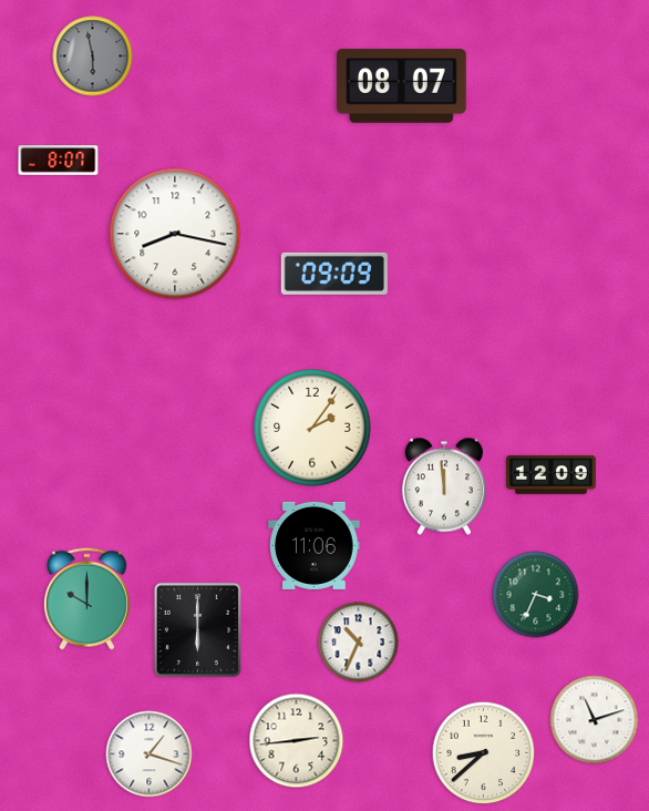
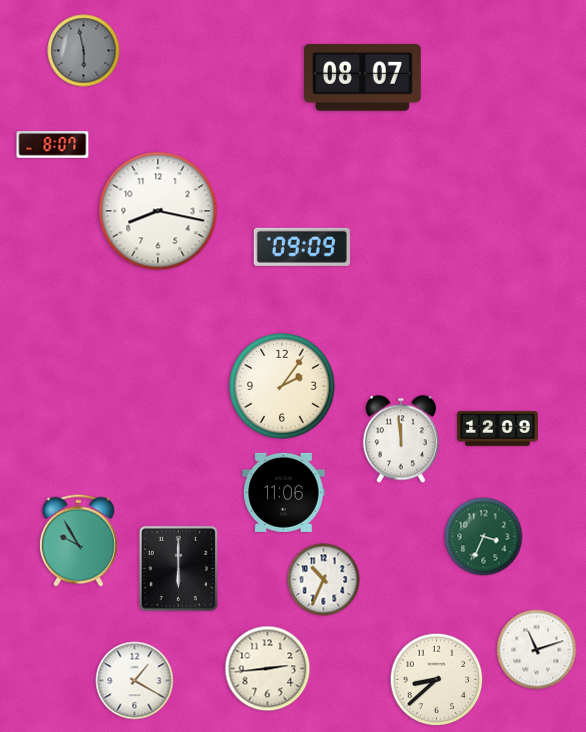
clock at (87, 598): 10:00 -> 9:55
clock at (150, 754): 1:18 -> 1:20
